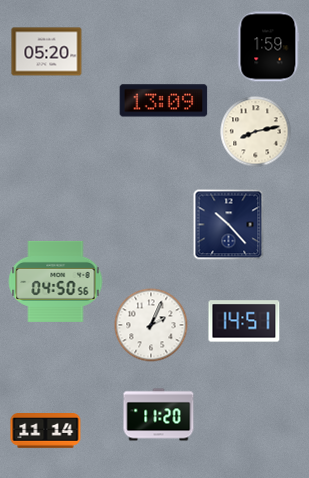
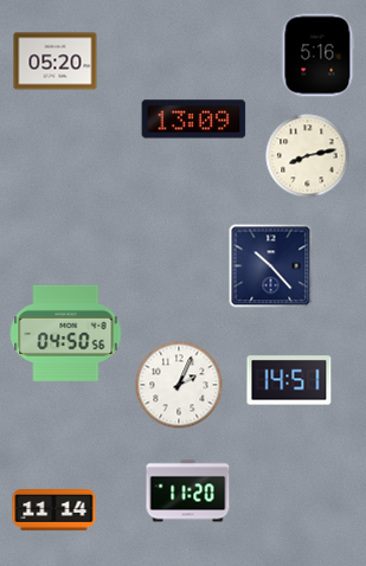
clock at (269, 47): 1:59 -> 5:16
clock at (256, 132) position: (256, 132) -> (308, 156)
